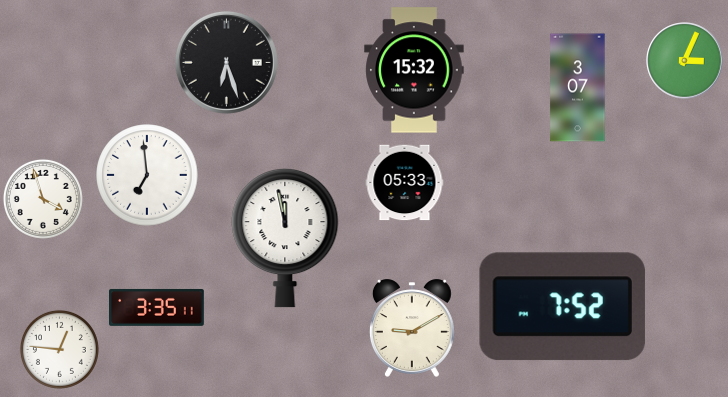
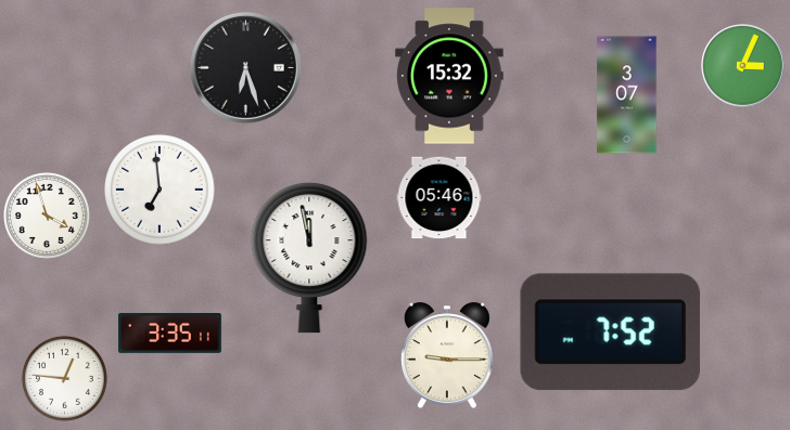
clock at (405, 183): 05:33 -> 05:46
clock at (412, 328): 9:10 -> 9:15
